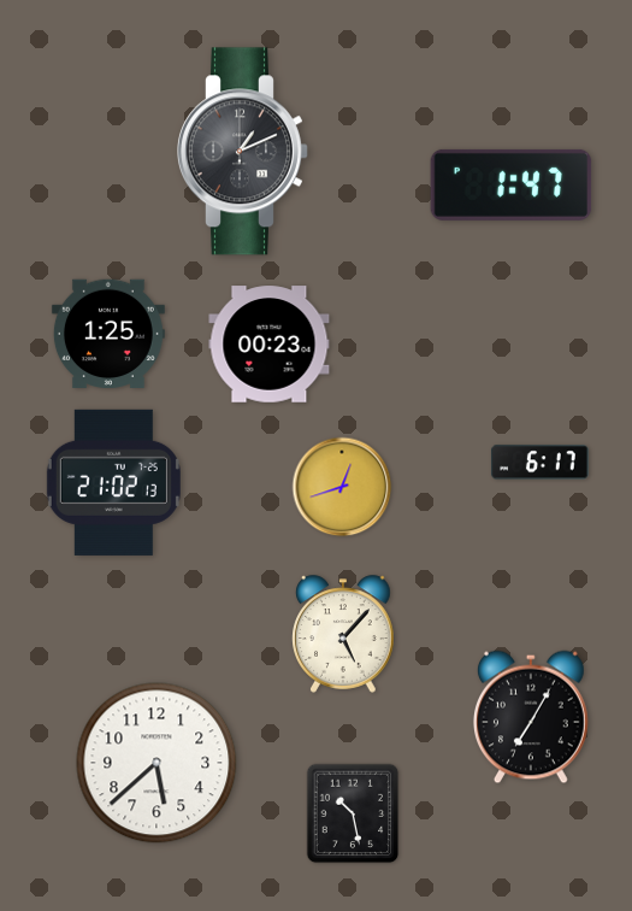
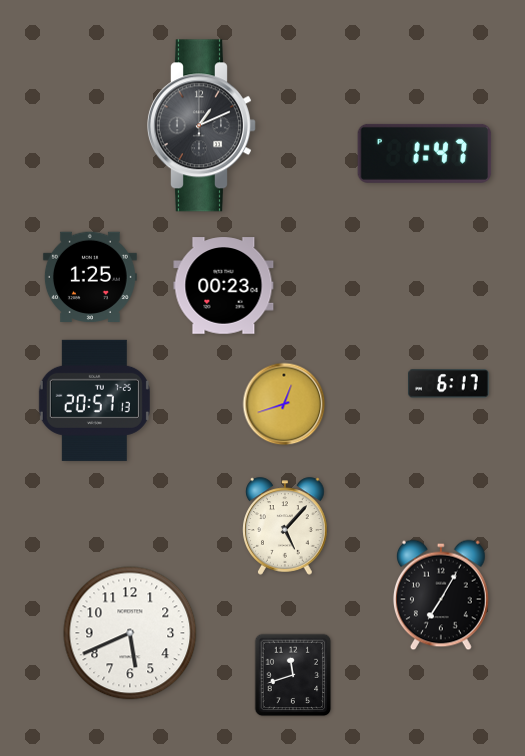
clock at (113, 482): 21:02 -> 20:57
clock at (156, 763): 5:38 -> 5:41
clock at (353, 813): 10:28 -> 11:42
